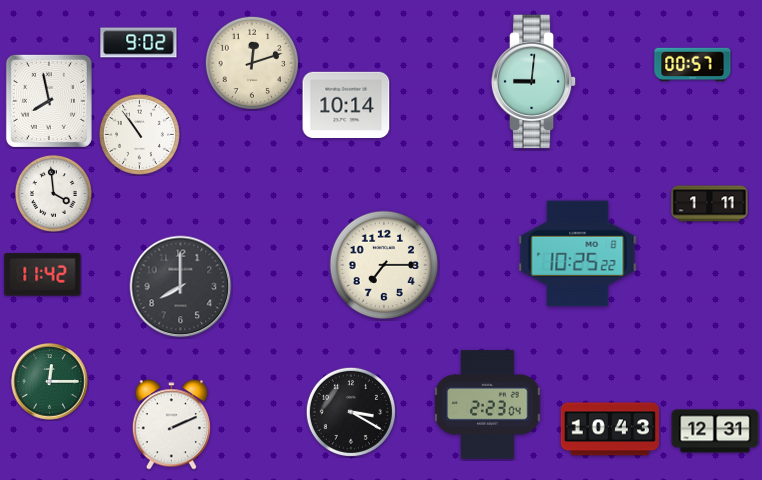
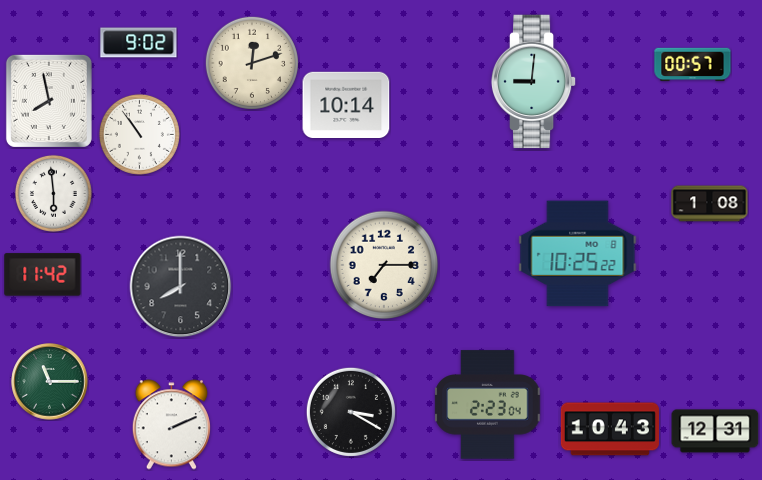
clock at (53, 193): 3:59 -> 5:59
clock at (710, 204): 1:11 -> 1:08
clock at (50, 382): 12:15 -> 11:15
